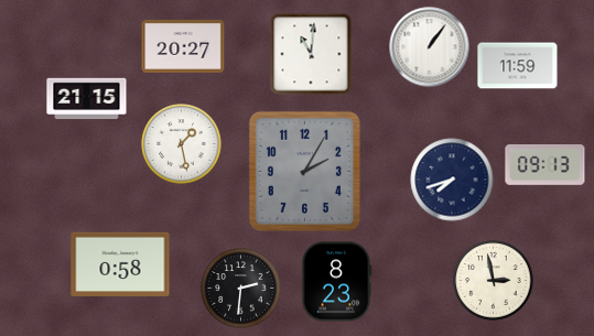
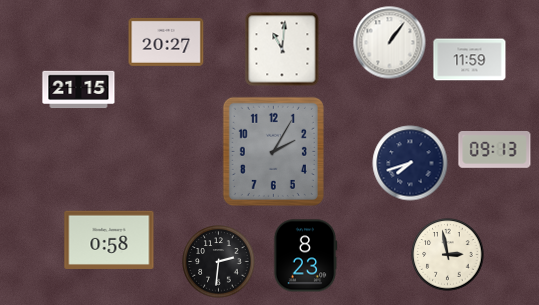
clock at (182, 144): 1:28 -> none
clock at (304, 171) position: (304, 171) -> (273, 151)
